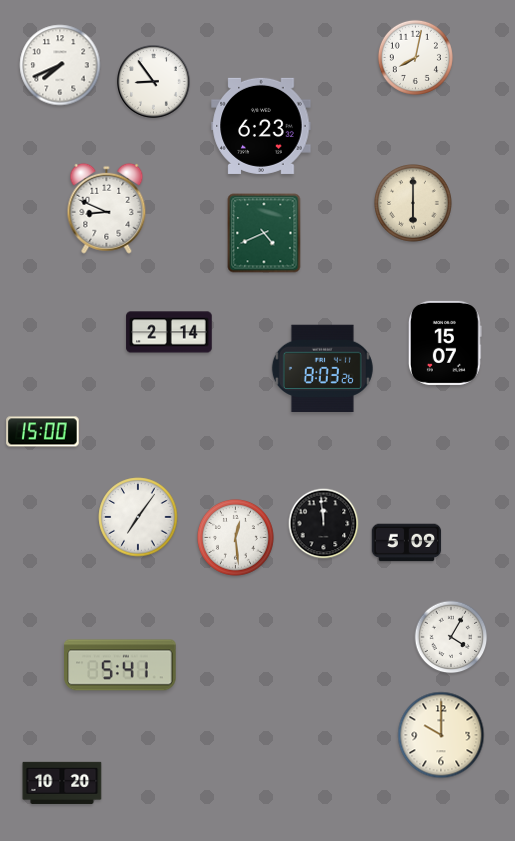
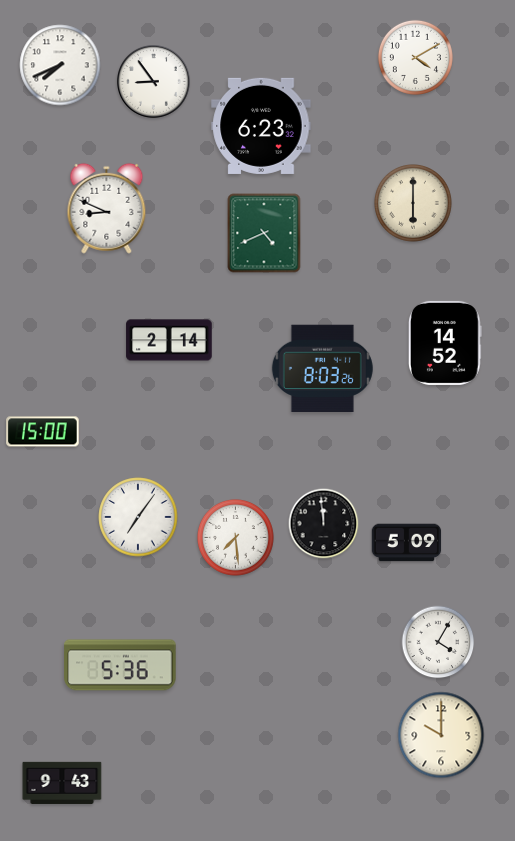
clock at (415, 57): 8:02 -> 4:10
clock at (169, 332) position: (169, 332) -> (169, 340)
clock at (445, 343): 15:07 -> 14:52
clock at (235, 537): 12:29 -> 7:29
clock at (451, 637) position: (451, 637) -> (438, 642)
clock at (120, 665): 5:41 -> 5:36
clock at (62, 783): 10:20 -> 9:43
